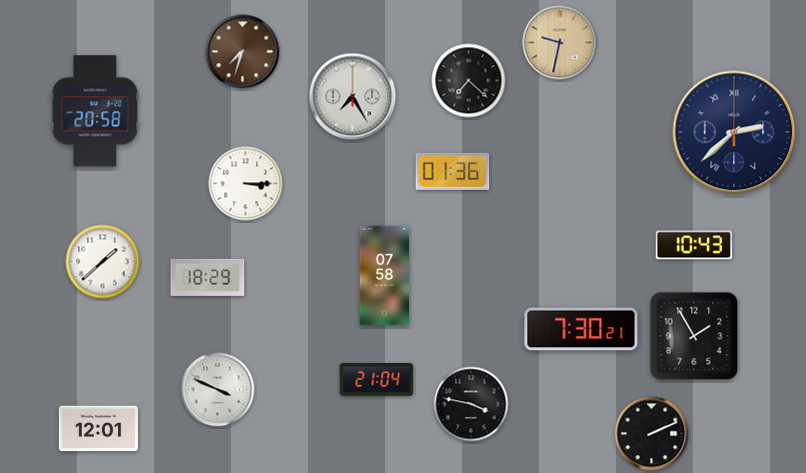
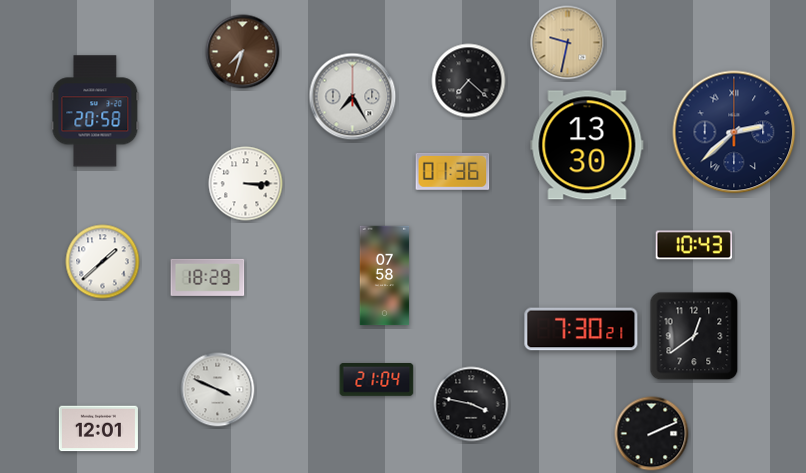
clock at (560, 43) position: (560, 43) -> (568, 43)
clock at (587, 145): none -> 13:30
clock at (694, 336): 1:55 -> 12:39
